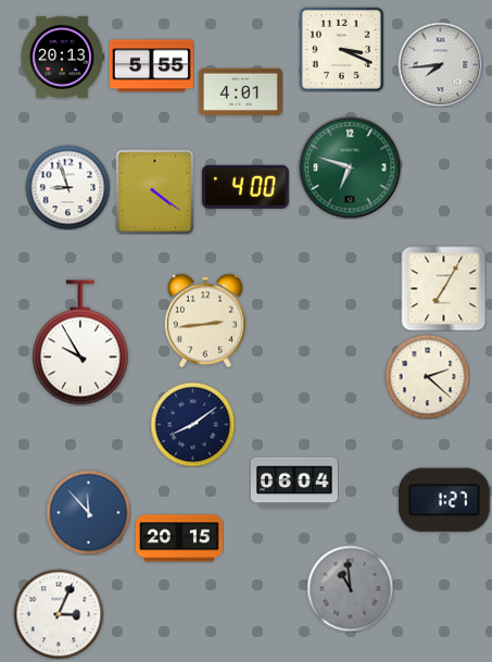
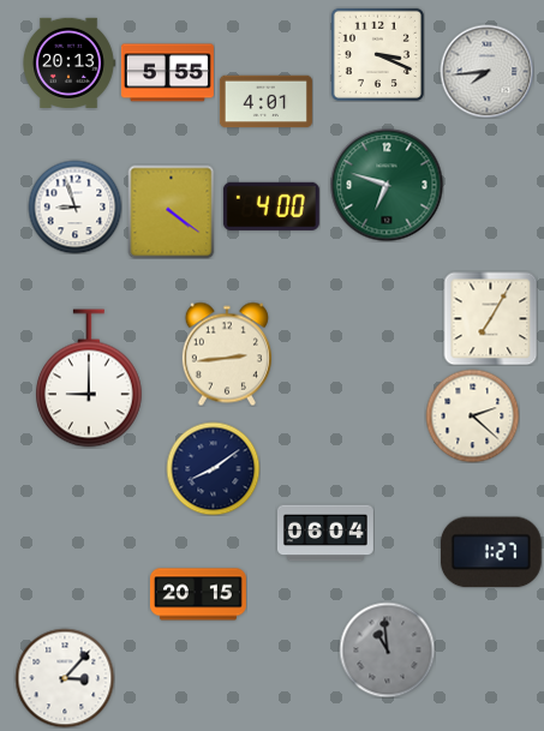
clock at (81, 342): 9:55 -> 9:00
clock at (88, 512): 11:53 -> none
clock at (59, 614): 3:04 -> 3:07
